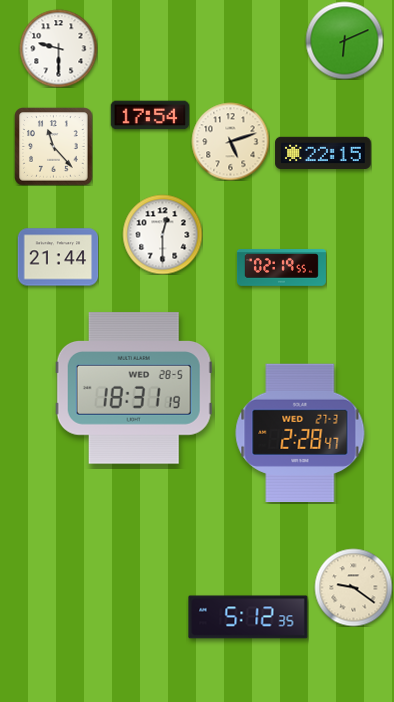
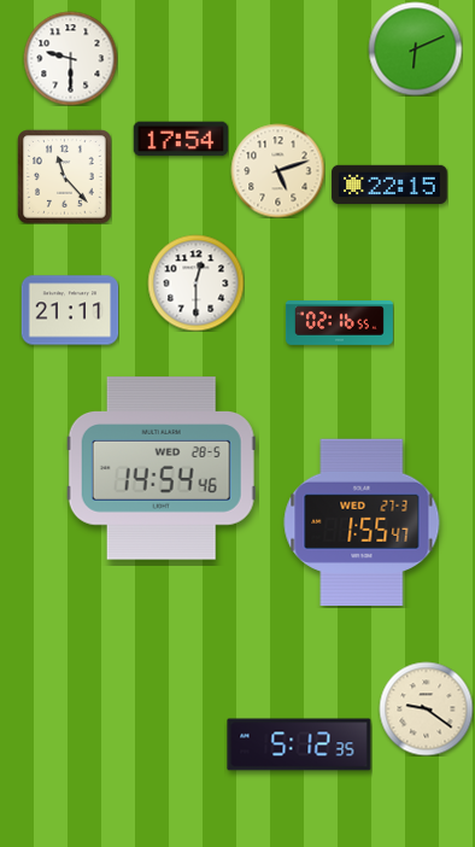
clock at (58, 257): 21:44 -> 21:11
clock at (281, 268): 02:19 -> 02:16
clock at (134, 388): 18:31 -> 14:54
clock at (300, 432): 2:28 -> 1:55
